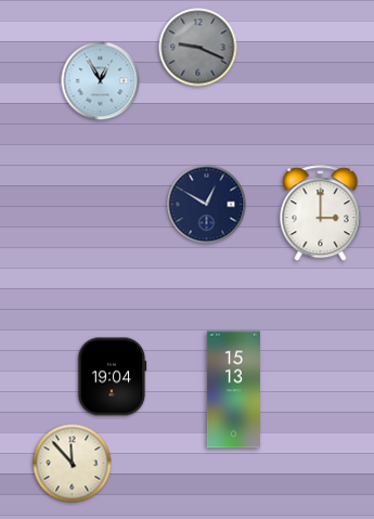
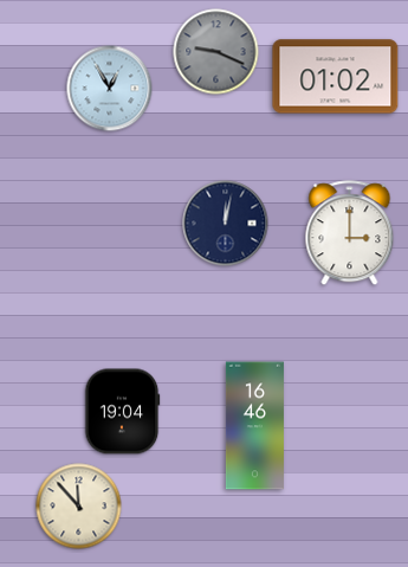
clock at (336, 77): none -> 01:02
clock at (207, 205): 12:50 -> 12:02
clock at (233, 390): 15:13 -> 16:46
